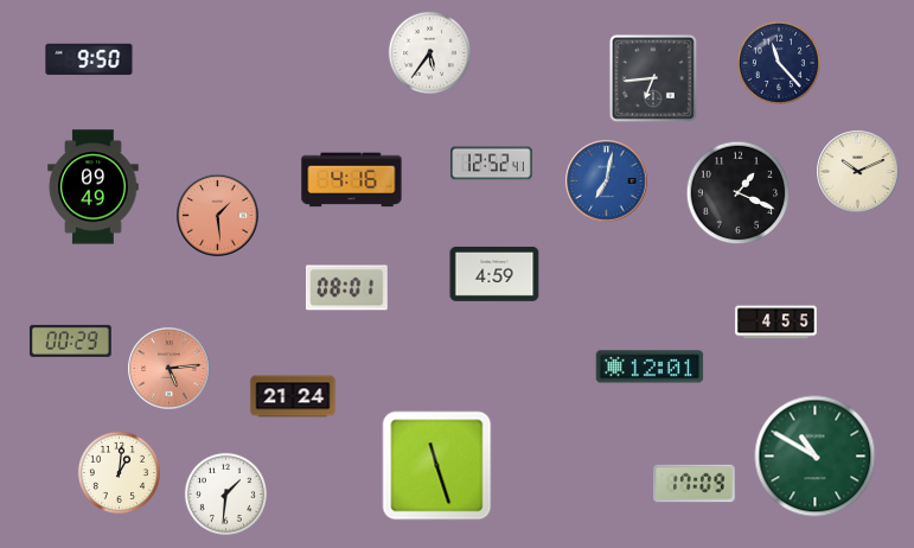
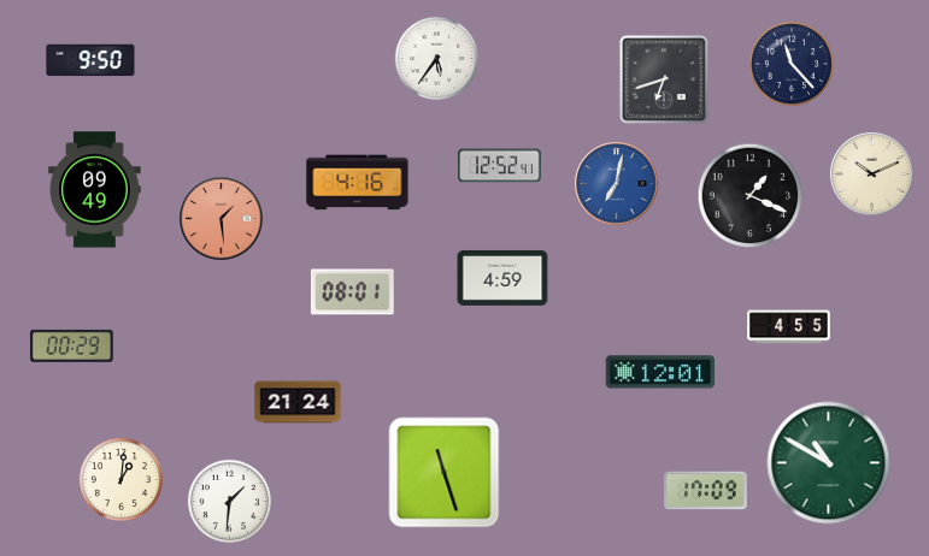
clock at (429, 52) position: (429, 52) -> (436, 58)
clock at (653, 78): 6:44 -> 6:42
clock at (170, 369): 5:14 -> none
